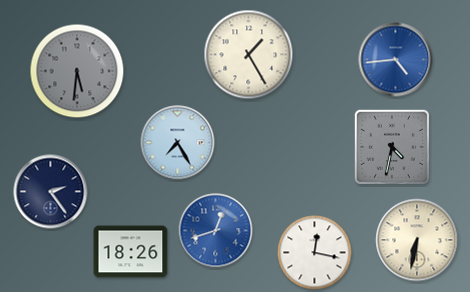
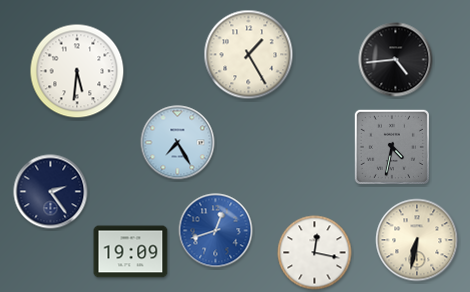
clock at (396, 60) dial: blue -> black
clock at (77, 71) dial: grey -> white
clock at (131, 252): 18:26 -> 19:09
